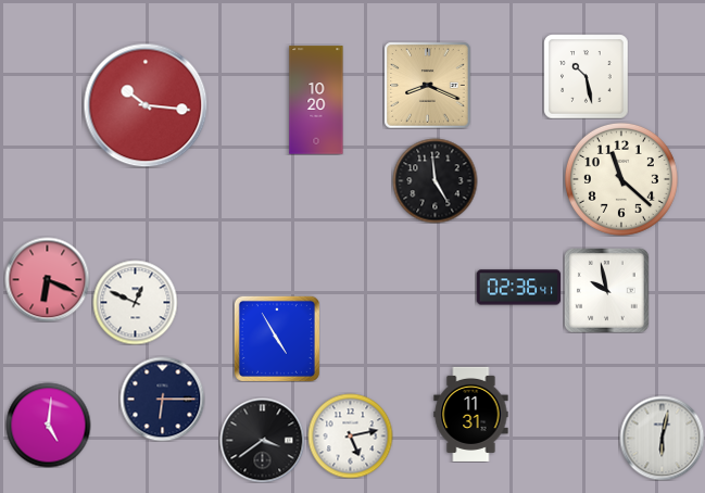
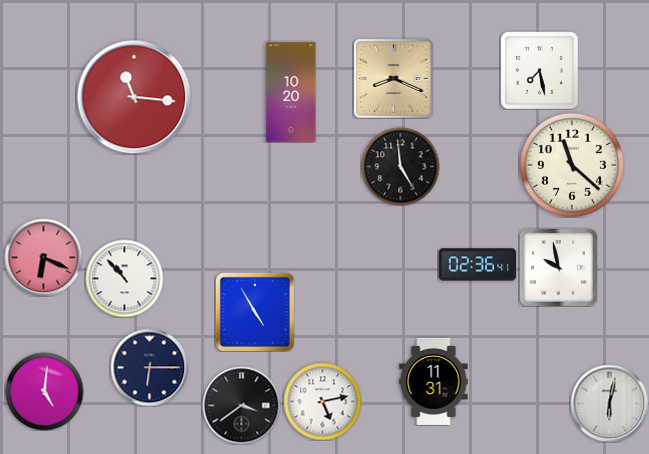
clock at (586, 76): 10:28 -> 7:28
clock at (146, 105): 10:16 -> 11:16
clock at (135, 302): 12:49 -> 10:53
